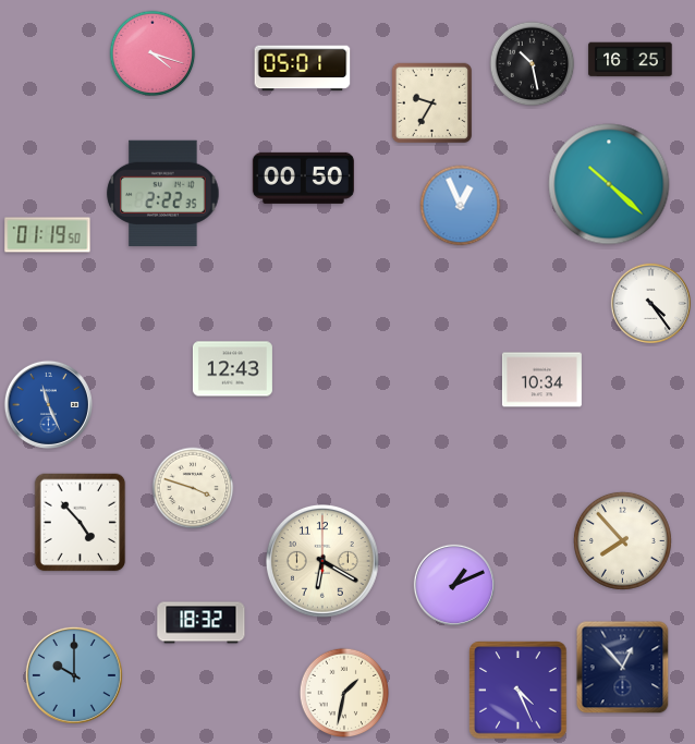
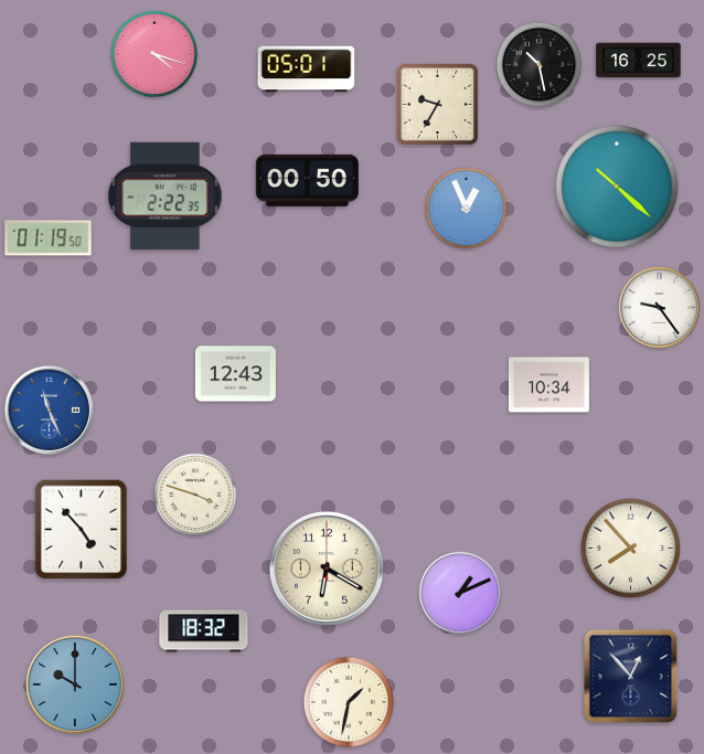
clock at (650, 303): 4:24 -> 9:24
clock at (519, 691): 4:26 -> none
